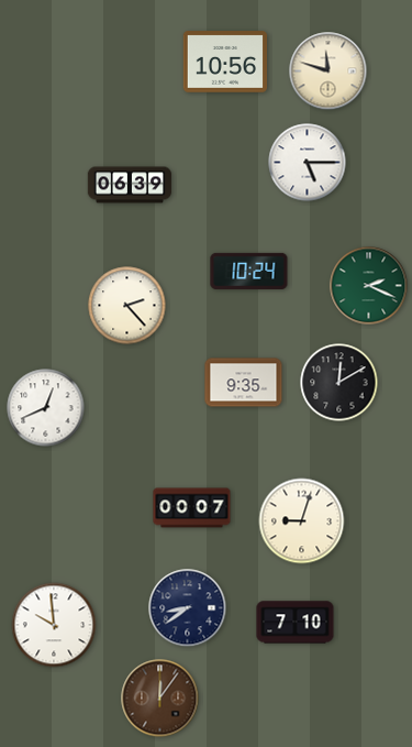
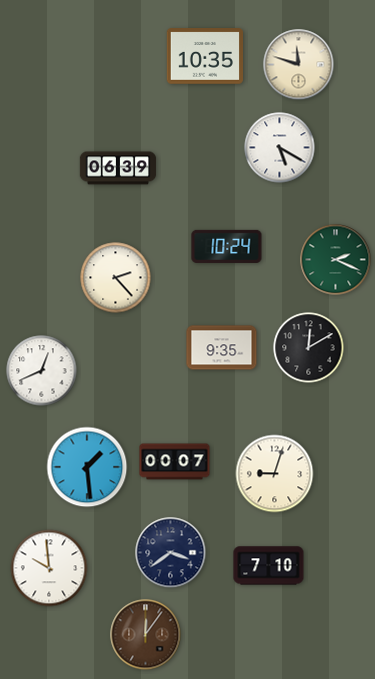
clock at (224, 62): 10:56 -> 10:35
clock at (308, 163): 5:15 -> 5:20
clock at (87, 467): none -> 1:29
clock at (188, 608): 8:39 -> 3:39
